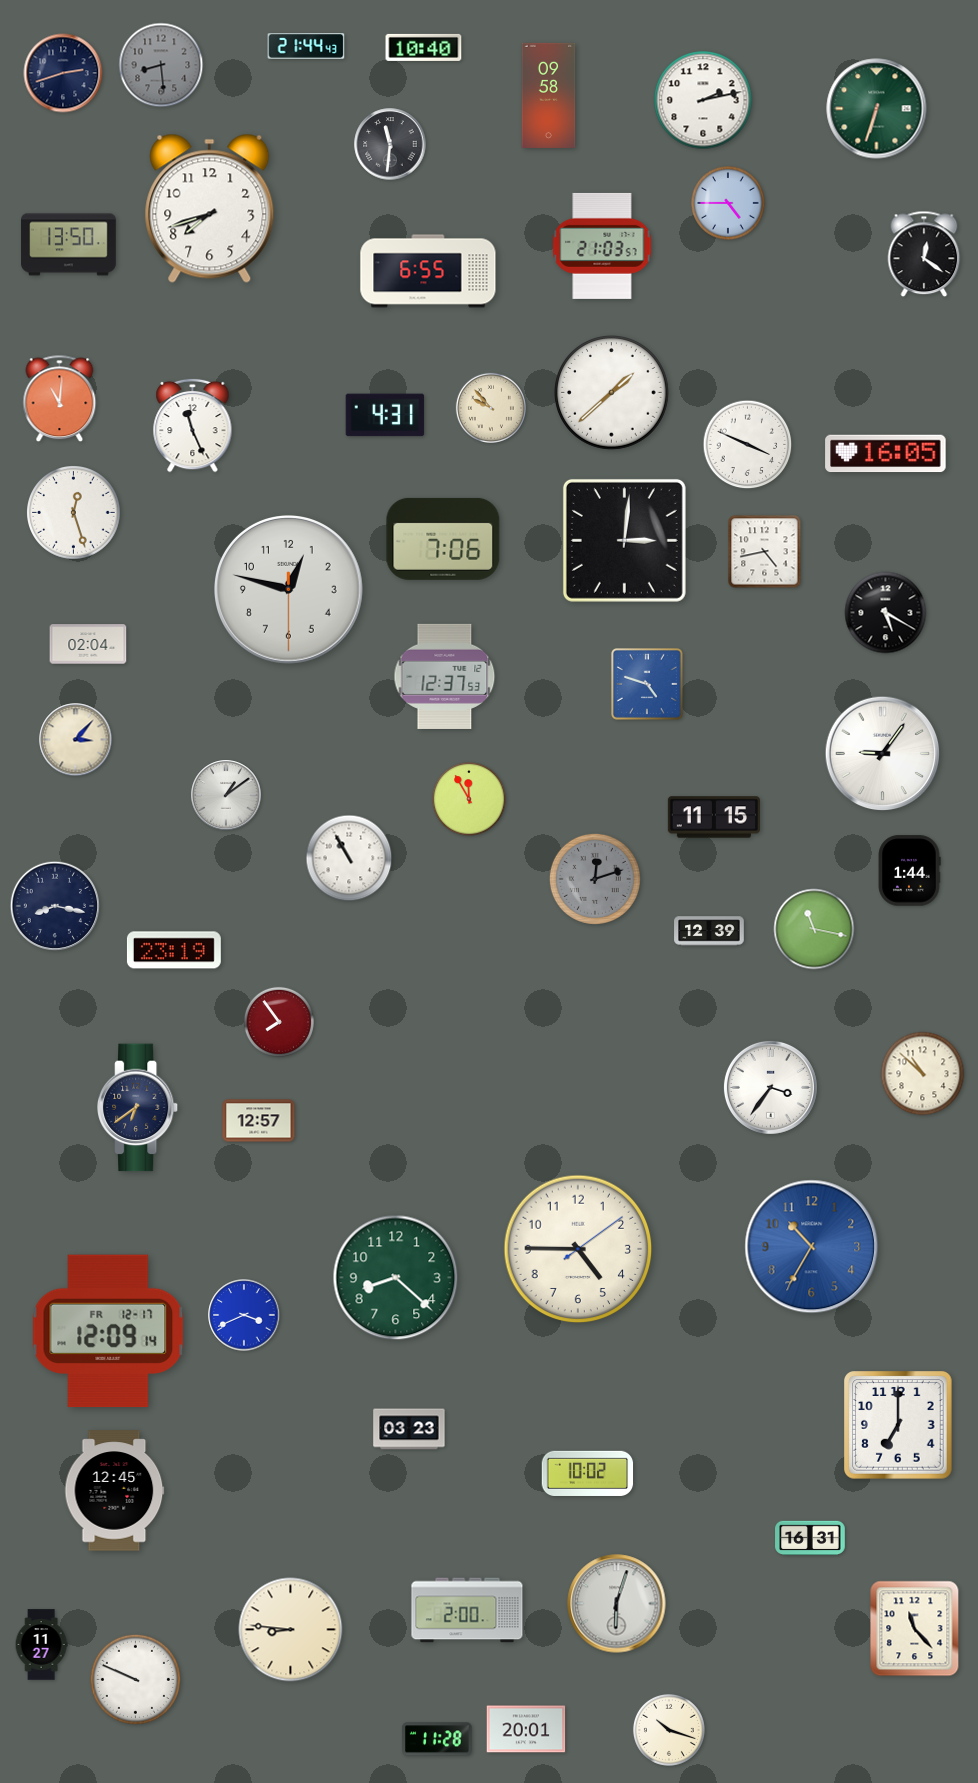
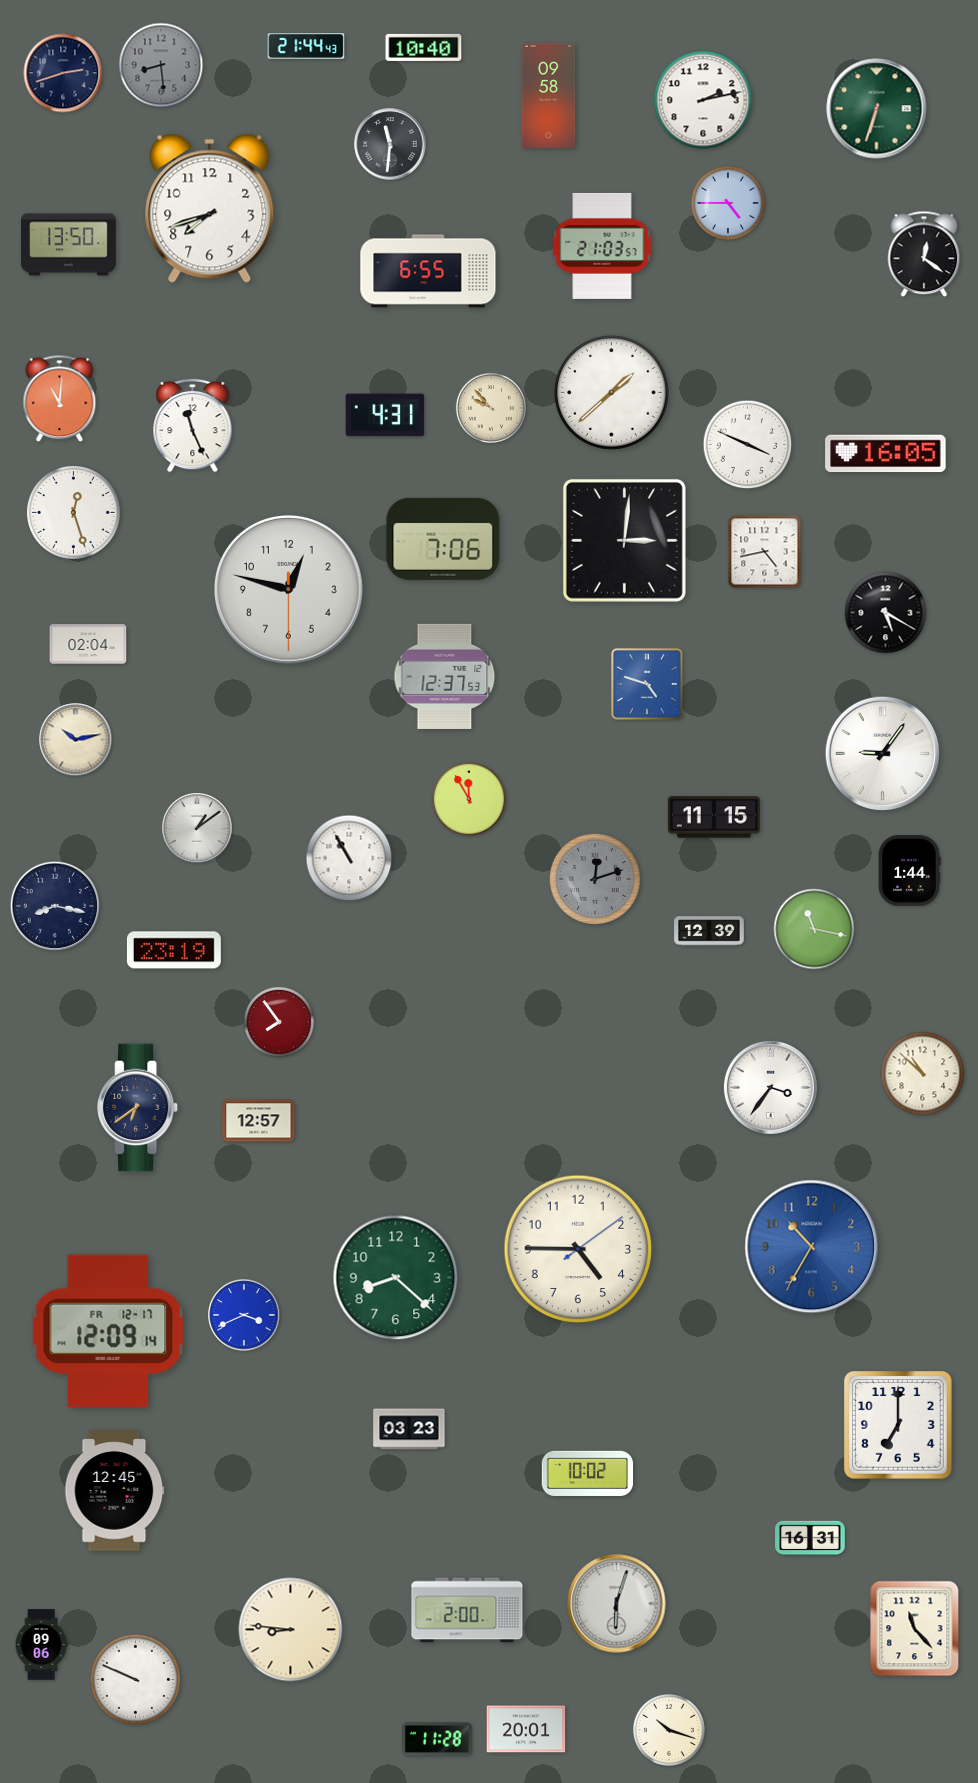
clock at (76, 740): 3:07 -> 10:13
clock at (226, 795) position: (226, 795) -> (197, 828)
clock at (41, 1645): 11:27 -> 09:06
